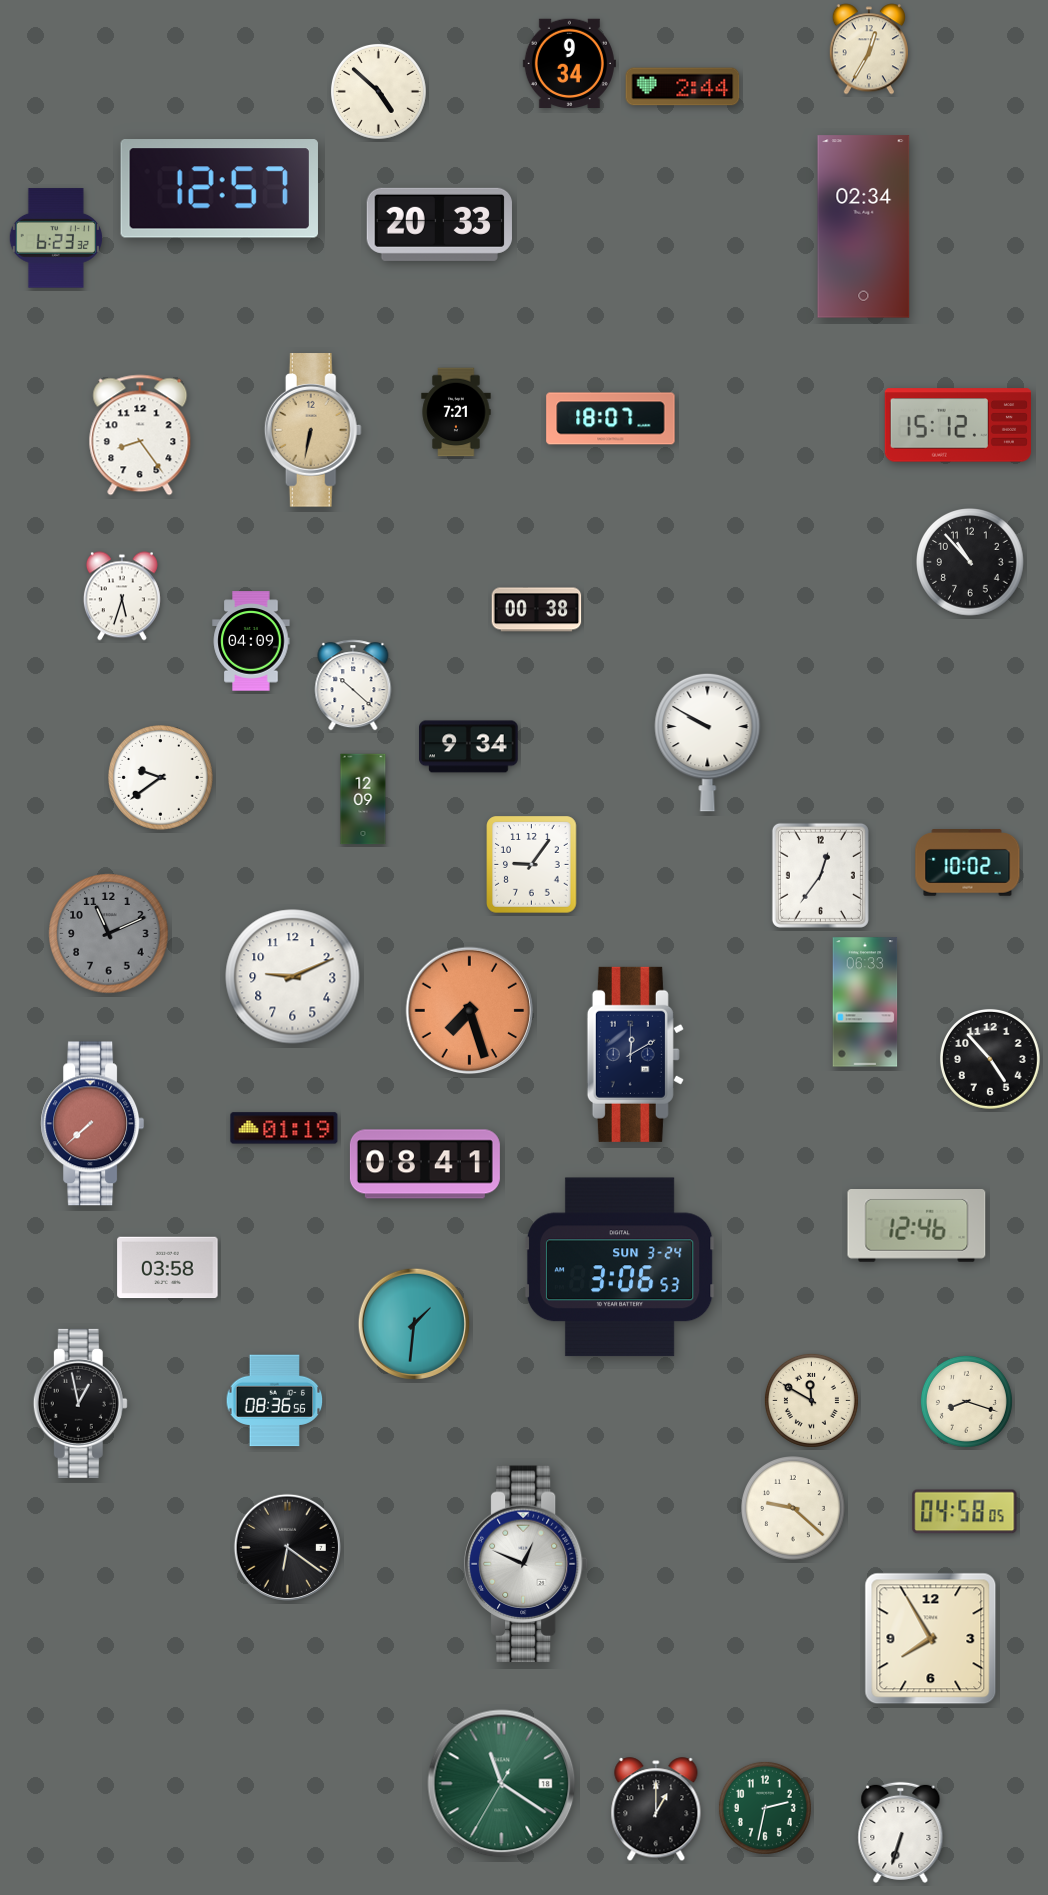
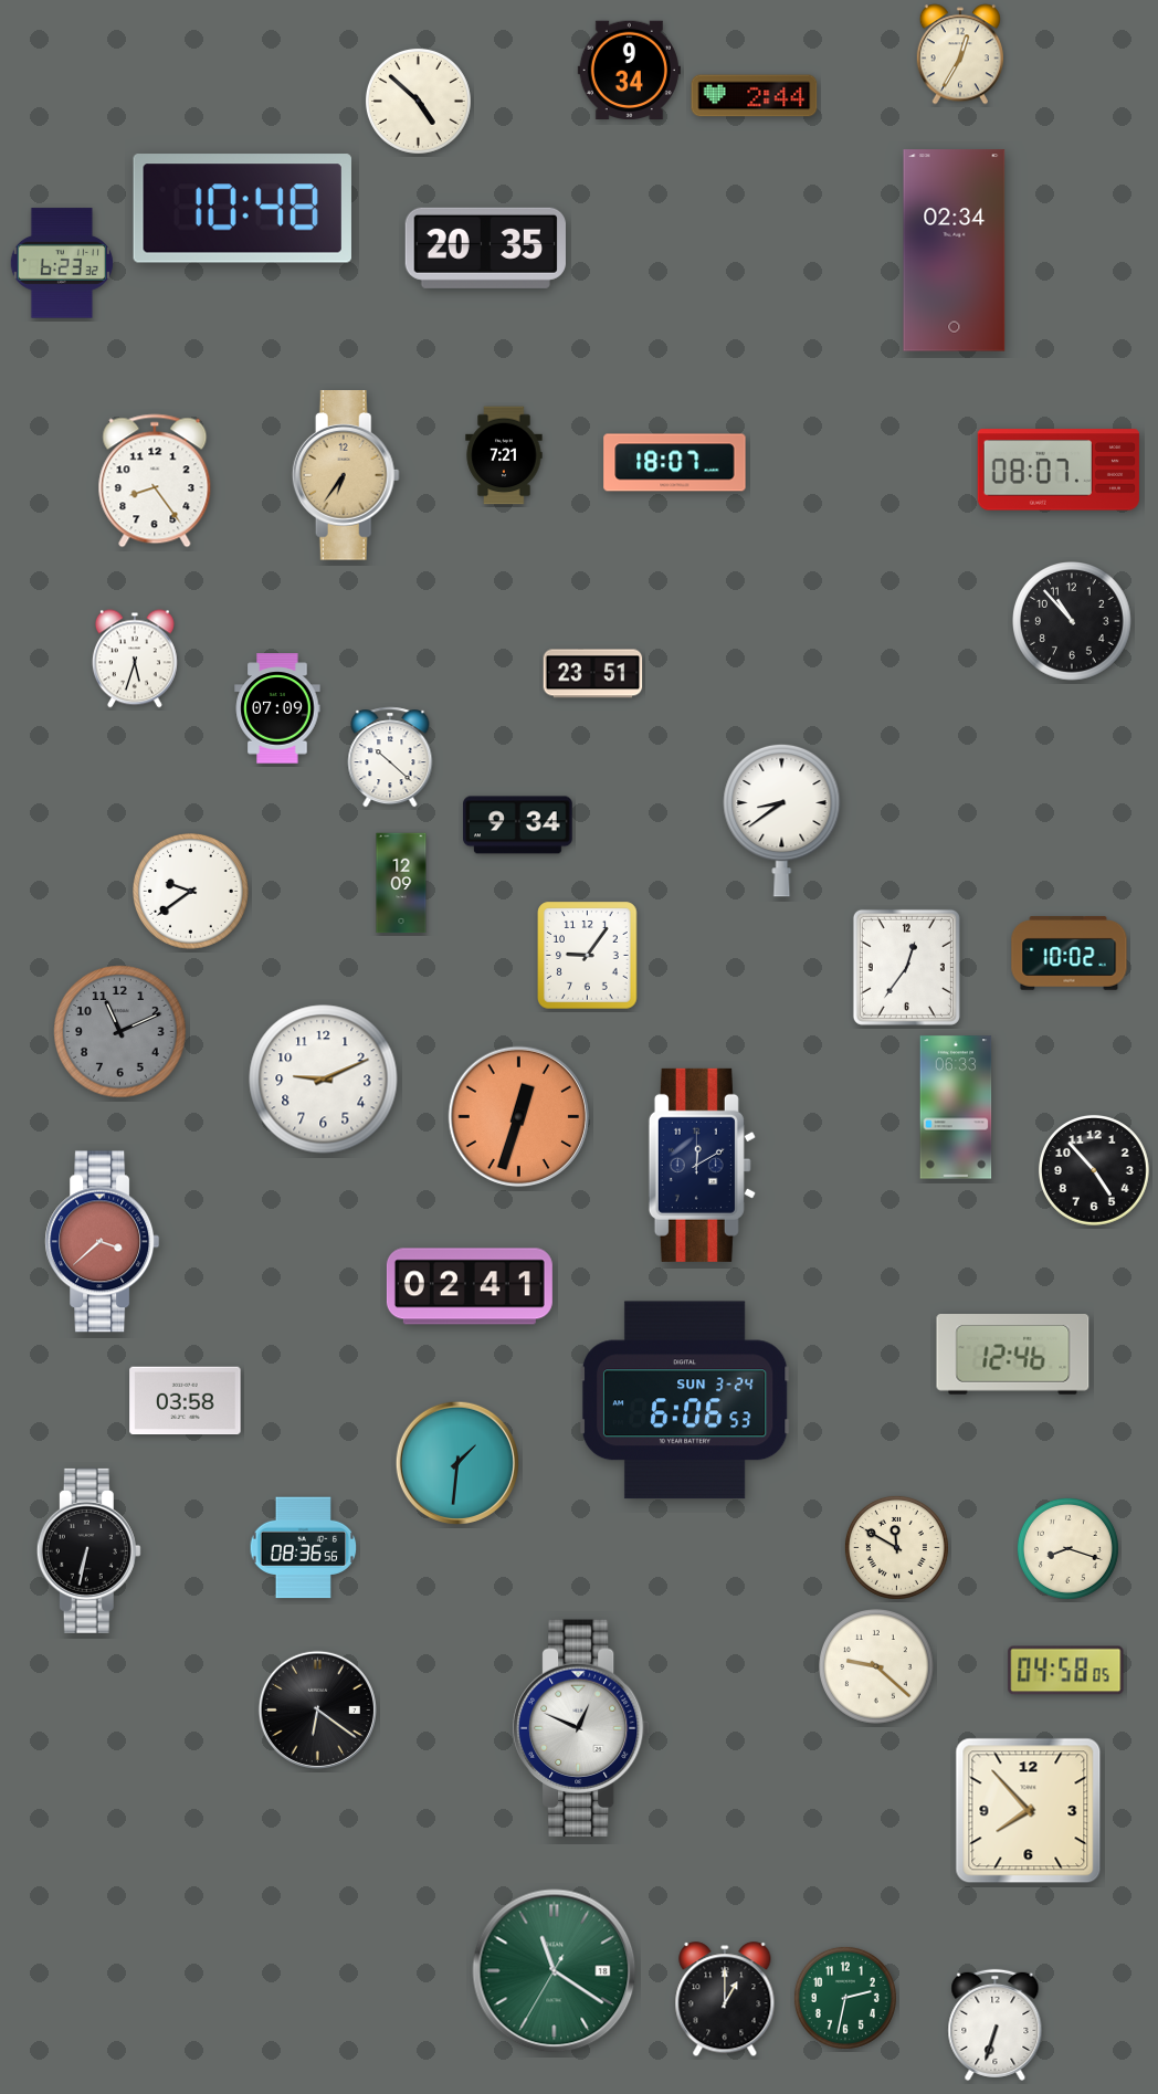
clock at (219, 189): 12:57 -> 10:48
clock at (439, 224): 20:33 -> 20:35
clock at (958, 425): 15:12 -> 08:07
clock at (313, 430): 6:32 -> 6:36
clock at (537, 610): 00:38 -> 23:51
clock at (251, 641): 04:09 -> 07:09
clock at (708, 742): 9:50 -> 8:39
clock at (161, 778) position: (161, 778) -> (191, 892)
clock at (470, 1011): 7:27 -> 12:33
clock at (93, 1124): 7:38 -> 3:38
clock at (284, 1128): 01:19 -> none
clock at (425, 1164): 08:41 -> 02:41
clock at (620, 1267): 3:06 -> 6:06
clock at (80, 1403): 12:58 -> 6:32
clock at (931, 1639): 7:55 -> 7:53
